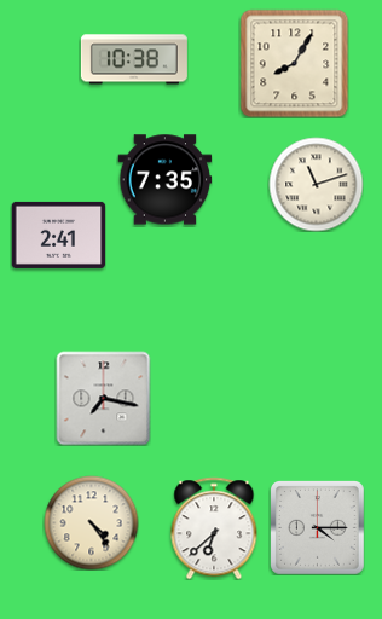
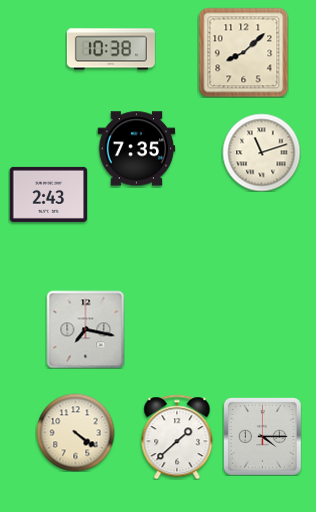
clock at (294, 63): 8:05 -> 8:08
clock at (58, 235): 2:41 -> 2:43
clock at (91, 522): 4:24 -> 4:21
clock at (214, 528): 6:38 -> 1:38
